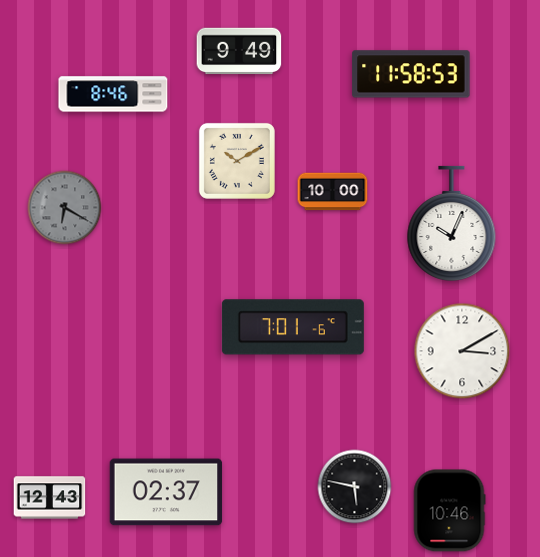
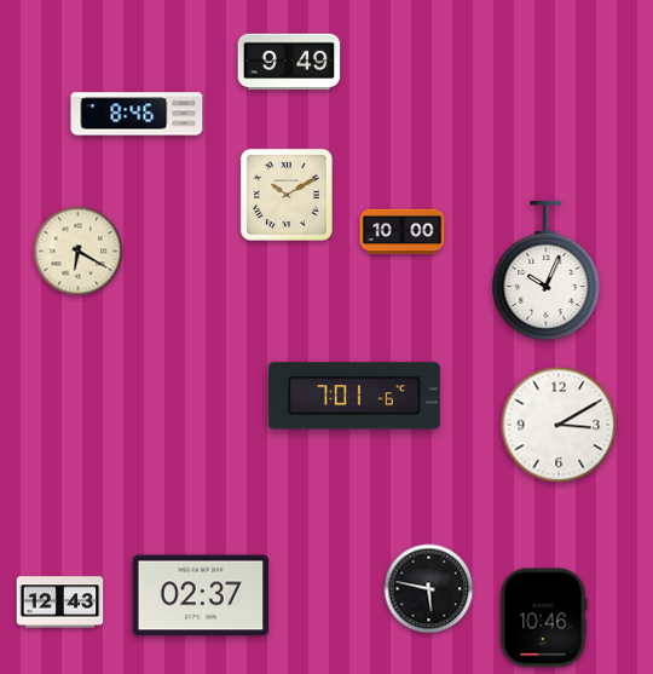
clock at (411, 74): 11:58 -> none
clock at (65, 208) dial: grey -> cream
